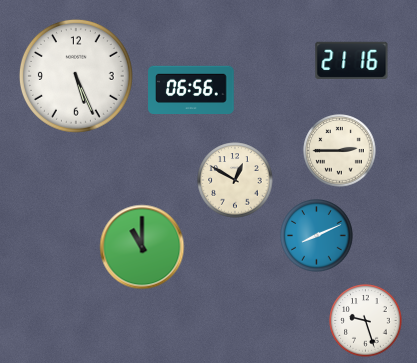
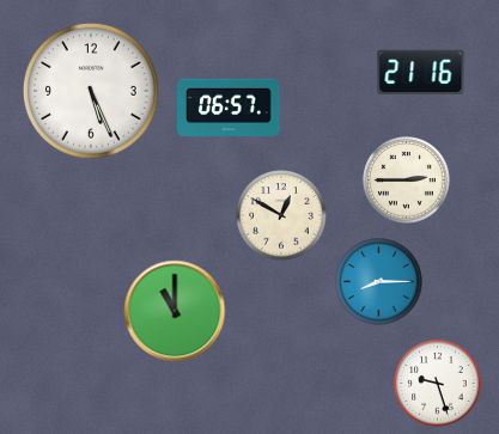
clock at (191, 89): 06:56 -> 06:57
clock at (317, 236): 8:11 -> 8:15
clock at (142, 247) position: (142, 247) -> (175, 311)
